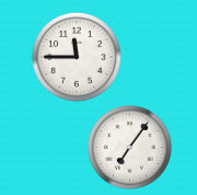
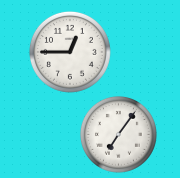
clock at (77, 57): 11:45 -> 12:45
